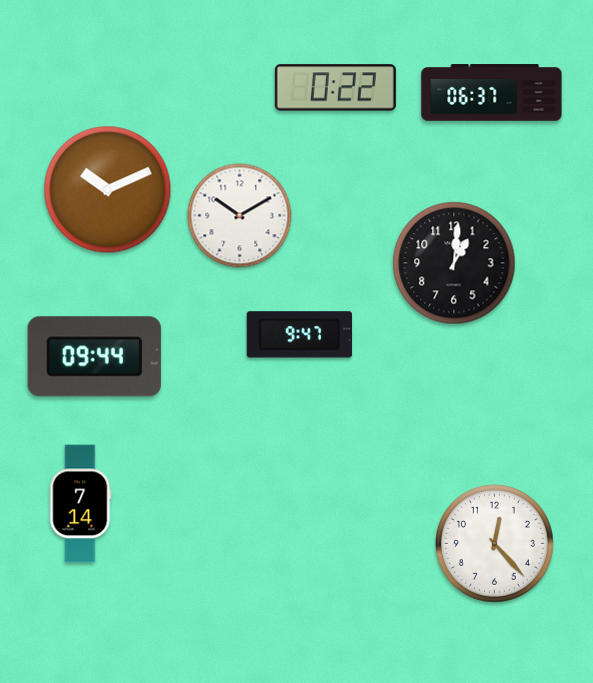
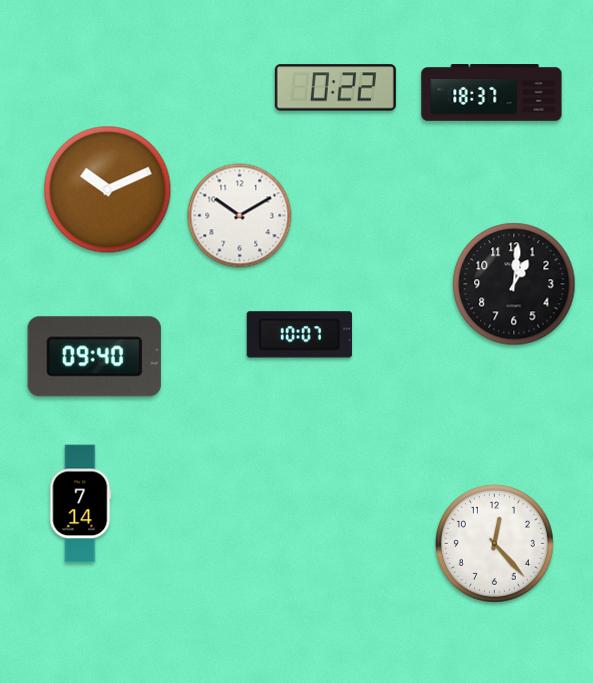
clock at (492, 93): 06:37 -> 18:37
clock at (454, 263) position: (454, 263) -> (514, 284)
clock at (299, 335): 9:47 -> 10:07
clock at (94, 357): 09:44 -> 09:40
